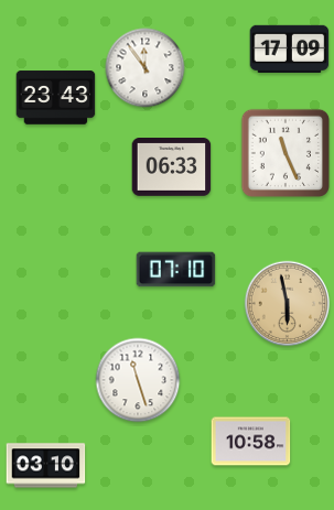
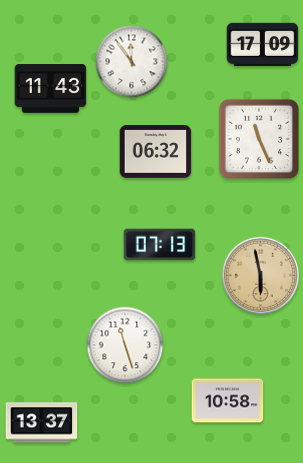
clock at (56, 98): 23:43 -> 11:43
clock at (172, 167): 06:33 -> 06:32
clock at (176, 270): 07:10 -> 07:13
clock at (46, 466): 03:10 -> 13:37
